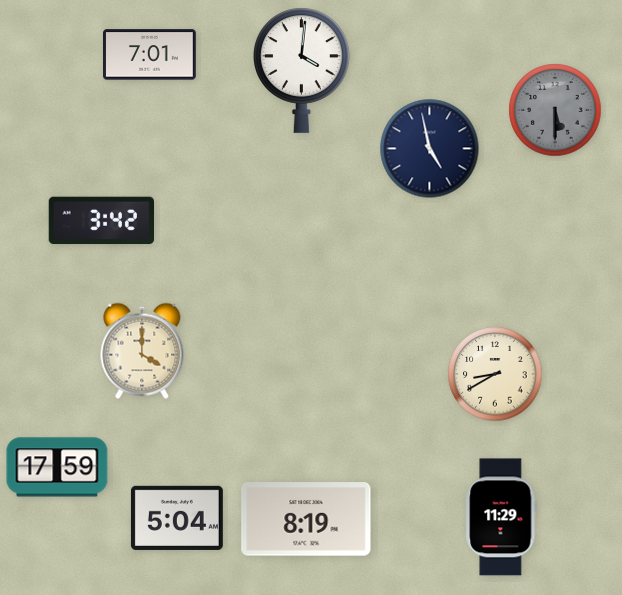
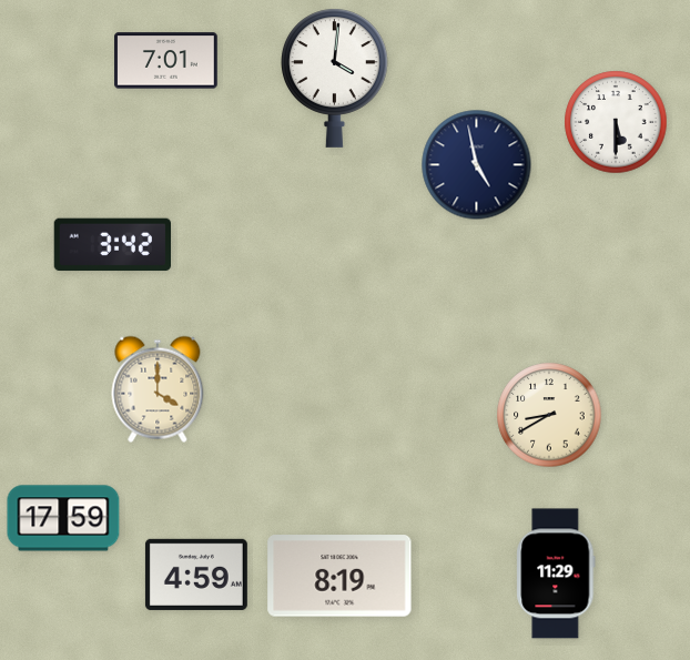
clock at (555, 110) dial: grey -> white
clock at (177, 518): 5:04 -> 4:59
